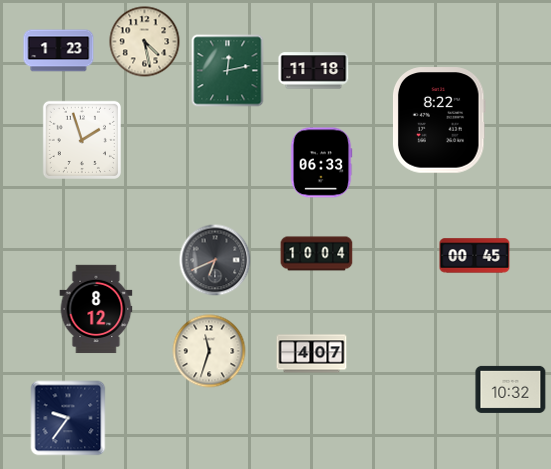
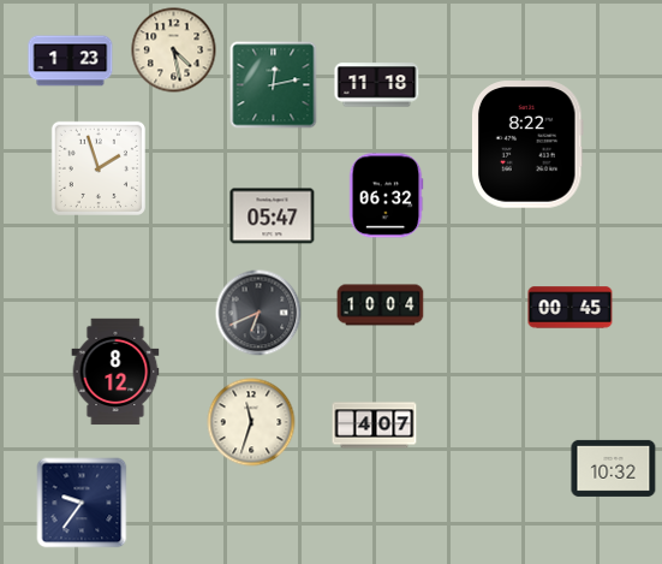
clock at (321, 163): 06:33 -> 06:32
clock at (273, 216): none -> 05:47
